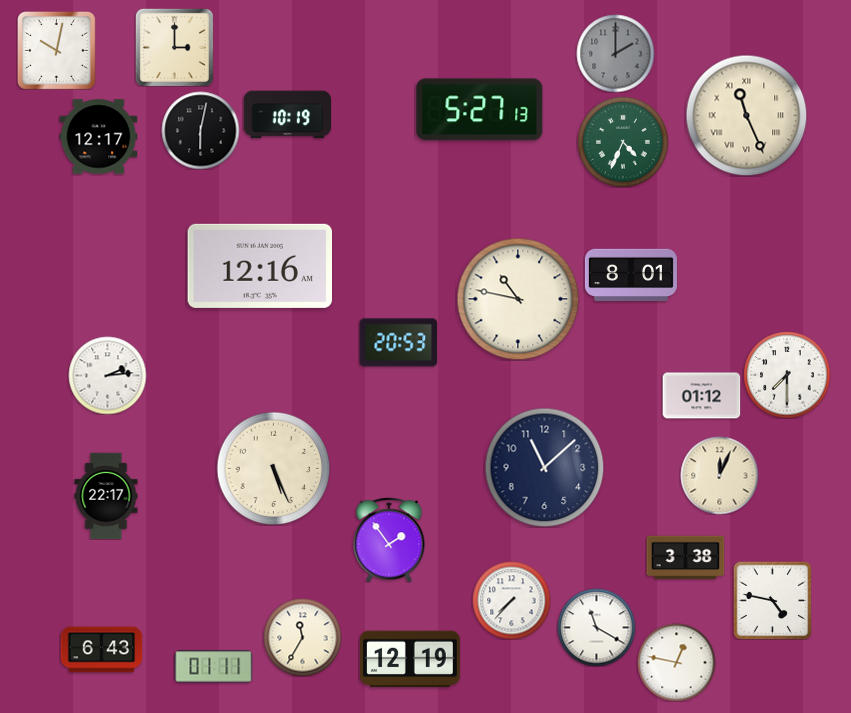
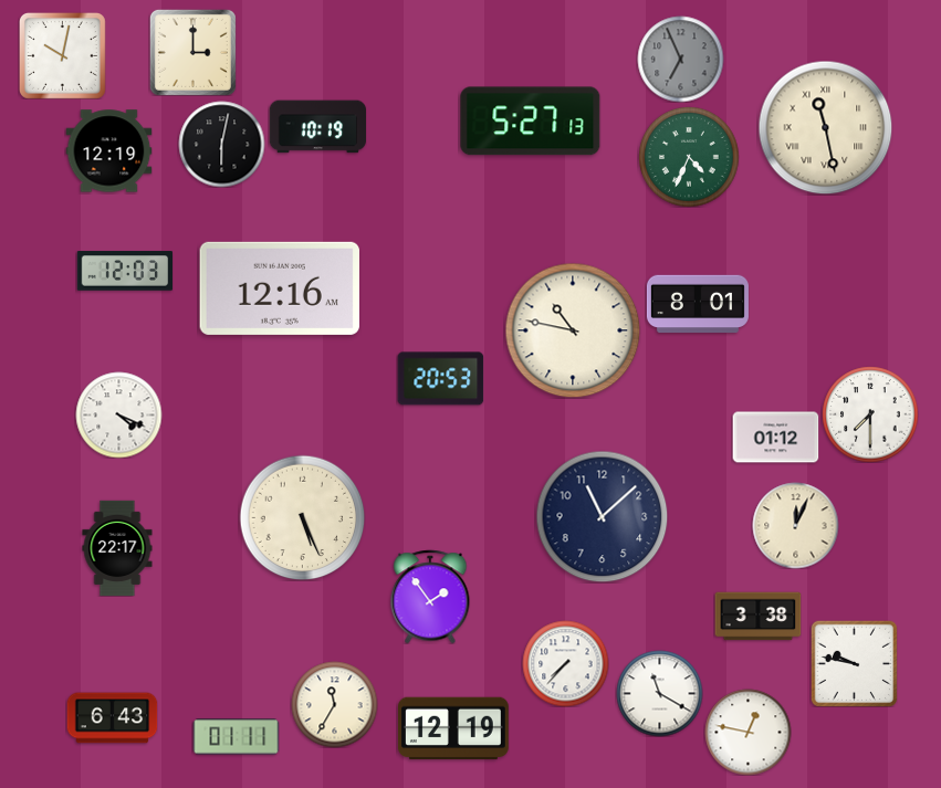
clock at (615, 53): 2:00 -> 6:56
clock at (746, 115): 11:26 -> 11:28
clock at (98, 137): 12:17 -> 12:19
clock at (124, 271): none -> 12:03
clock at (259, 266) position: (259, 266) -> (279, 288)
clock at (107, 375): 2:14 -> 4:19
clock at (772, 600): 4:47 -> 9:47
